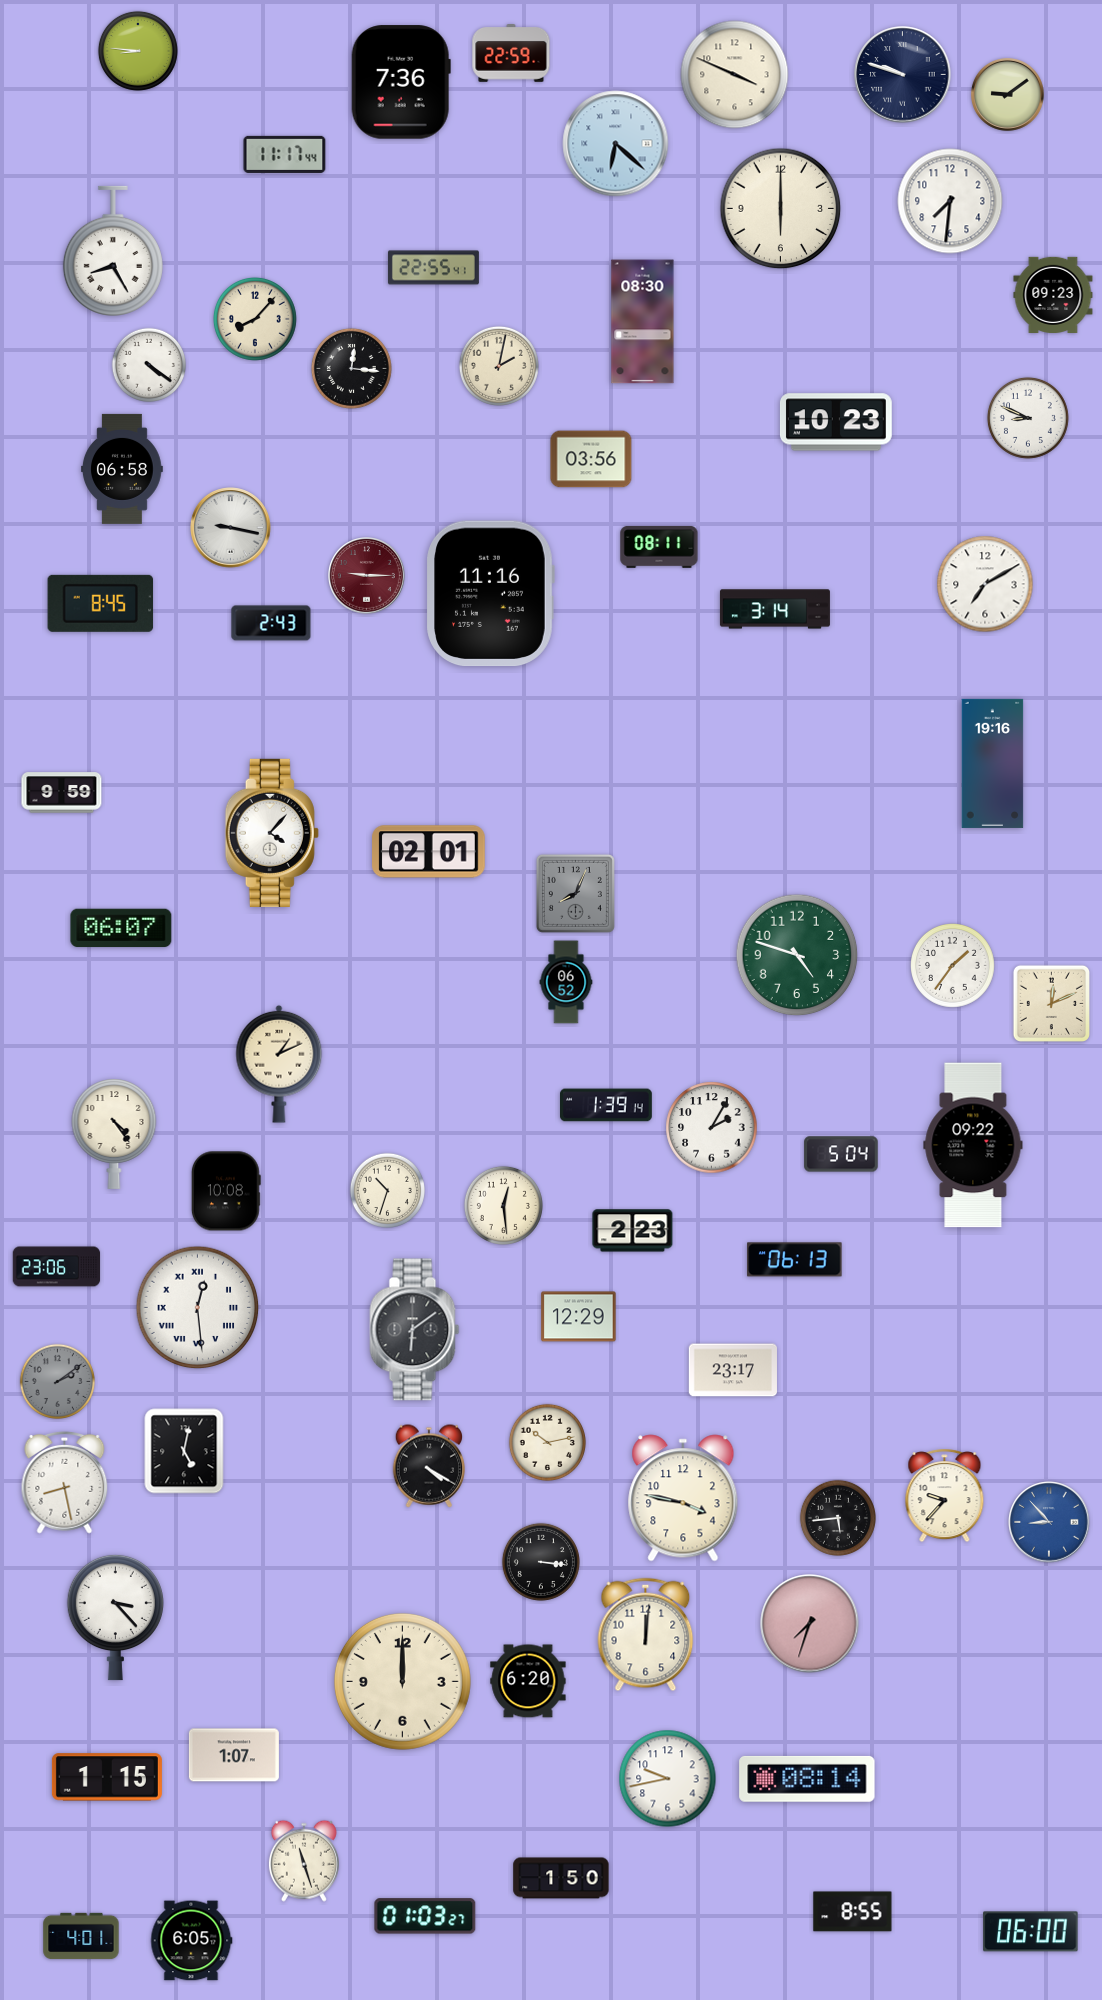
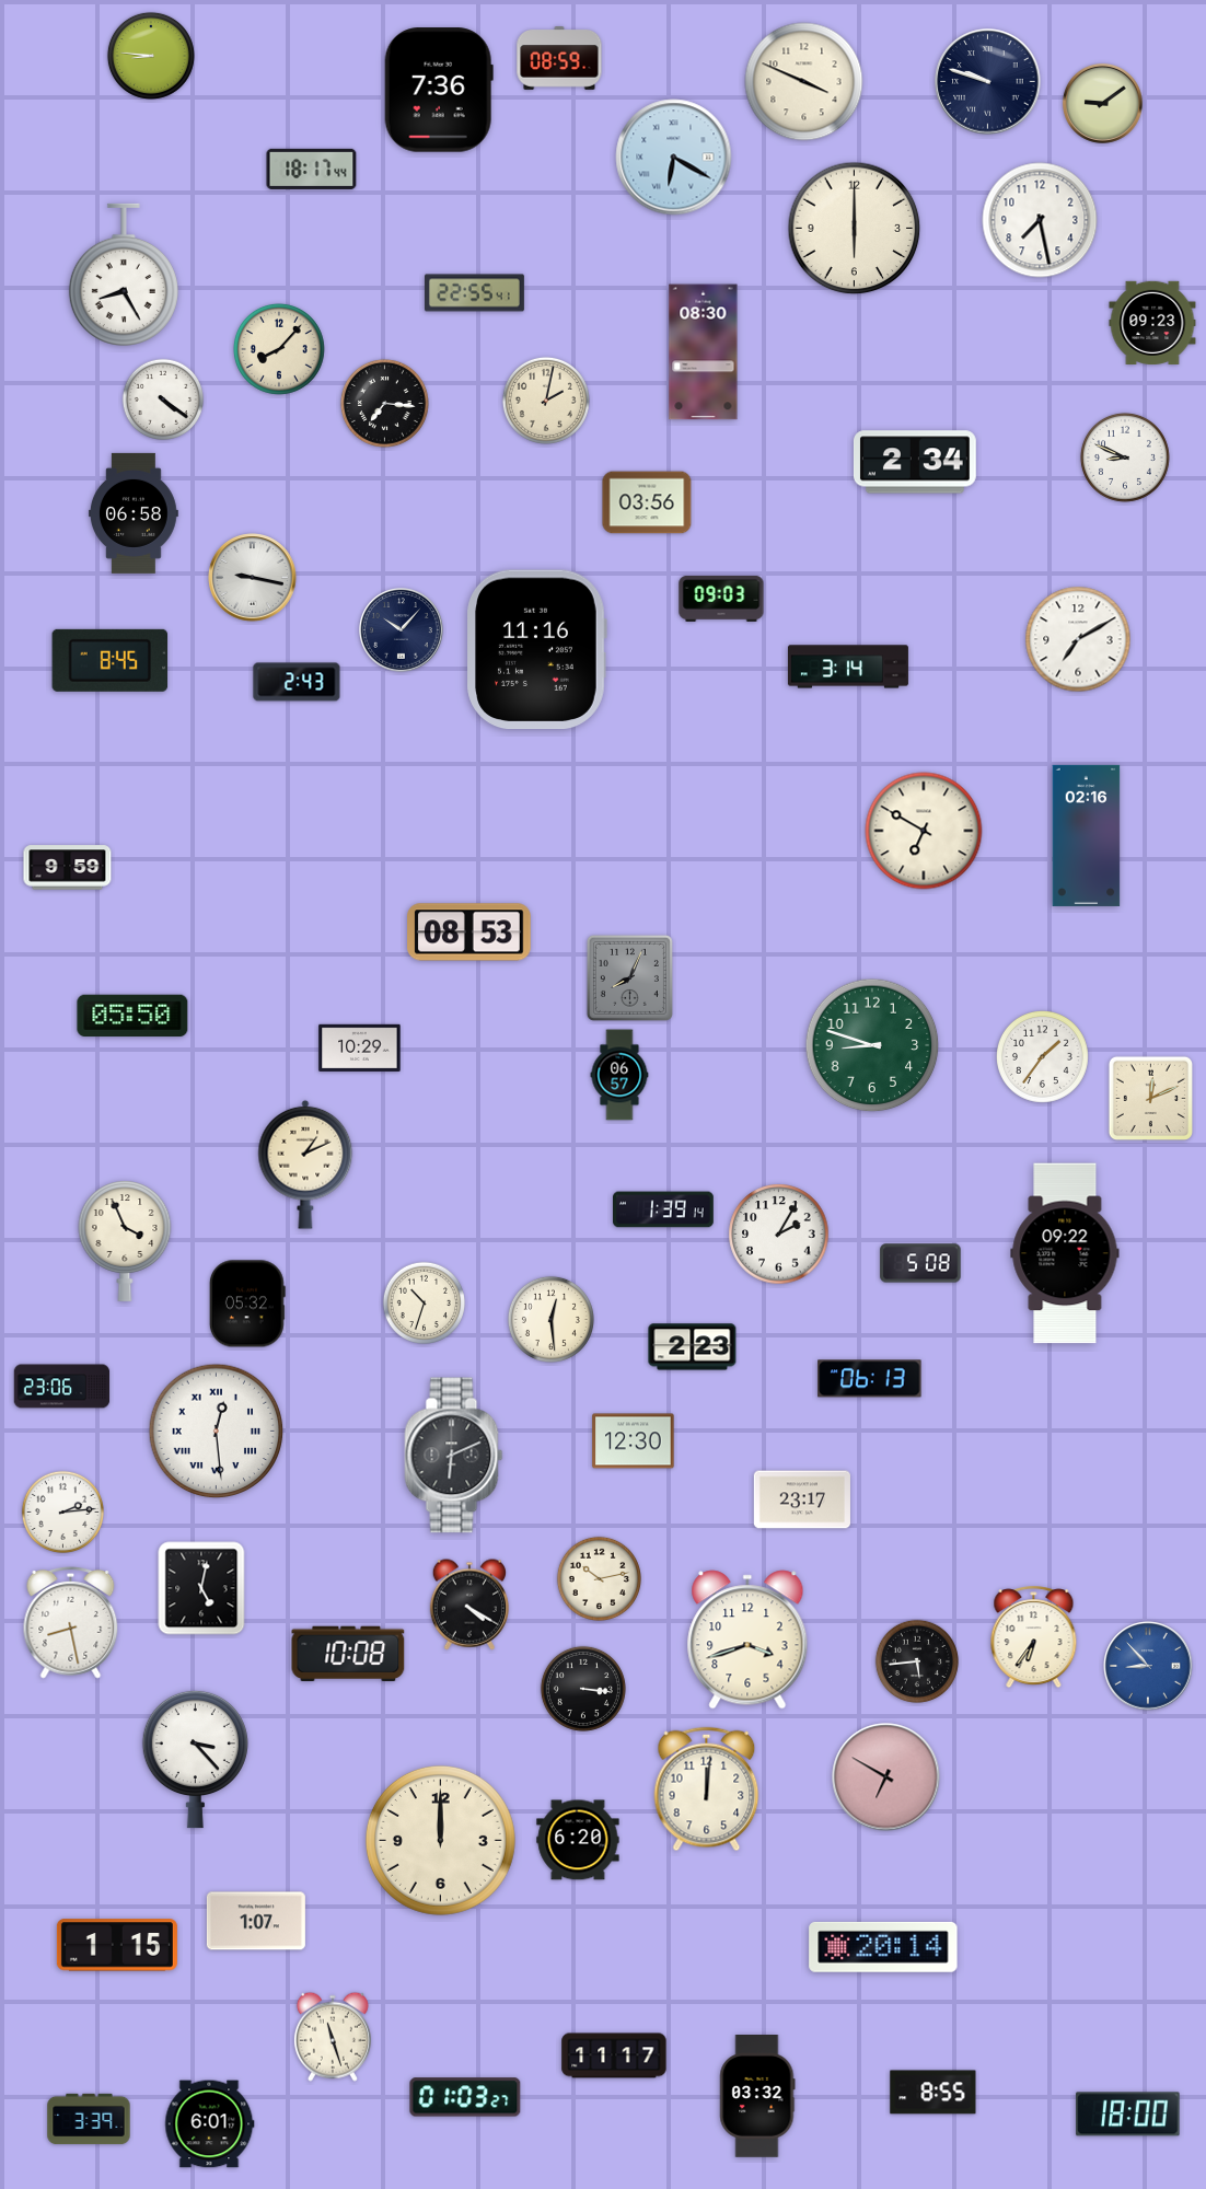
clock at (511, 53): 22:59 -> 08:59
clock at (616, 144): 6:22 -> 6:20
clock at (285, 154): 11:17 -> 18:17
clock at (950, 201): 7:31 -> 7:28
clock at (351, 368): 12:16 -> 7:16
clock at (836, 422): 10:23 -> 2:34
clock at (659, 547): 08:11 -> 09:03
clock at (367, 576): 9:15 -> 10:07
clock at (367, 576) dial: burgundy -> navy
clock at (924, 831): none -> 6:50
clock at (993, 763): 19:16 -> 02:16
clock at (272, 833): 4:07 -> none
clock at (429, 852): 02:01 -> 08:53
clock at (121, 928): 06:07 -> 05:50
clock at (797, 955): 4:48 -> 8:48
clock at (360, 1047): none -> 10:29
clock at (566, 982): 06:52 -> 06:57
clock at (114, 1134): 4:24 -> 3:56
clock at (841, 1154): 5:04 -> 5:08
clock at (226, 1191): 10:08 -> 05:32
clock at (579, 1317): 12:29 -> 12:30
clock at (415, 1330): 6:09 -> 6:11
clock at (57, 1381): 2:09 -> 2:14
clock at (57, 1381) dial: grey -> white
clock at (945, 1496): 9:37 -> 6:36
clock at (683, 1498): 3:47 -> 3:42
clock at (348, 1653): none -> 10:08
clock at (541, 1562) position: (541, 1562) -> (583, 1689)
clock at (115, 1617) position: (115, 1617) -> (195, 1759)
clock at (810, 1624): 7:33 -> 6:50
clock at (668, 1779): 9:43 -> none
clock at (807, 1779): 08:14 -> 20:14
clock at (561, 1878): 1:50 -> 11:17
clock at (757, 2097): none -> 03:32
clock at (1031, 1932): 06:00 -> 18:00
clock at (81, 1936): 4:01 -> 3:39
clock at (192, 1941): 6:05 -> 6:01
